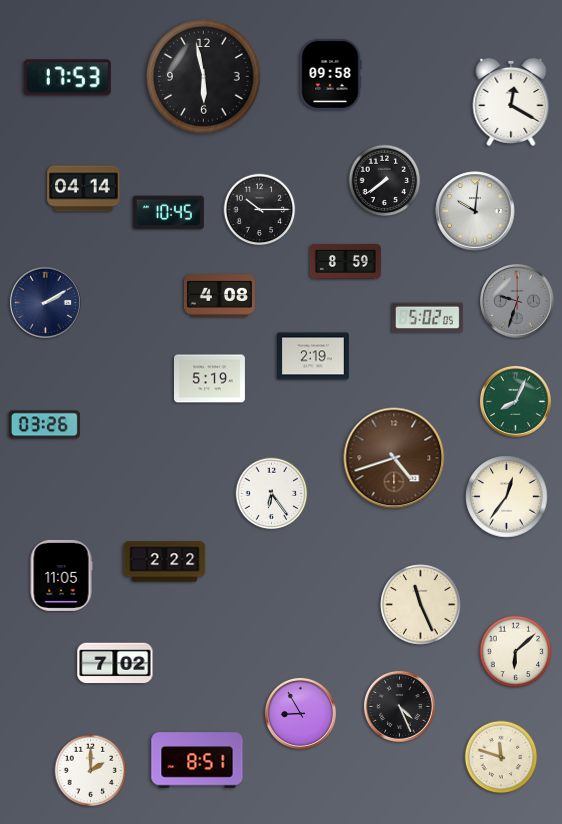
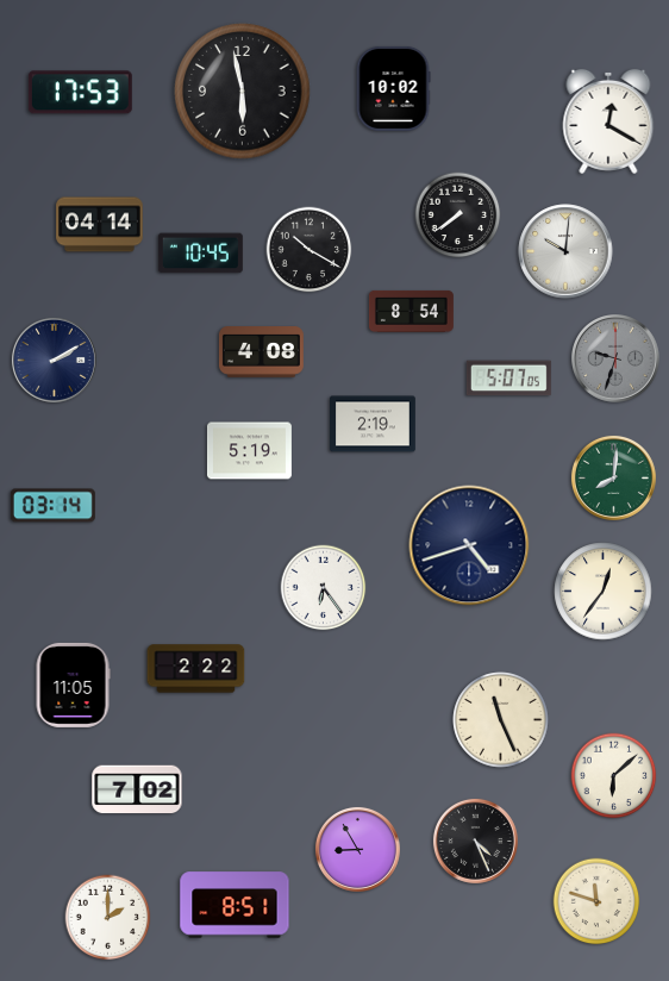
clock at (330, 74): 09:58 -> 10:02
clock at (260, 210): 10:15 -> 10:20
clock at (345, 261): 8:59 -> 8:54
clock at (427, 318): 5:02 -> 5:07
clock at (515, 401): 8:04 -> 8:01
clock at (44, 425): 03:26 -> 03:14
clock at (394, 458) dial: brown -> navy
